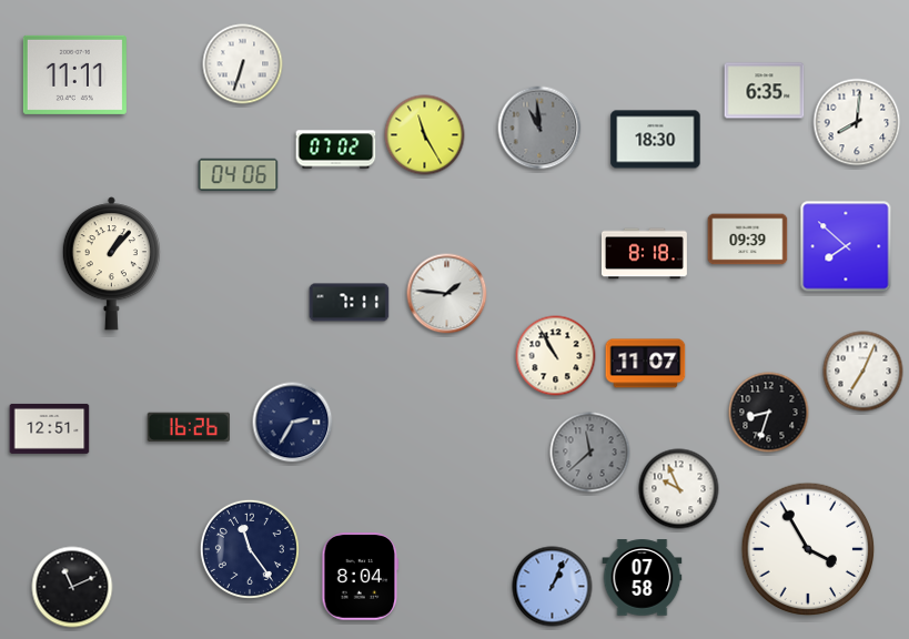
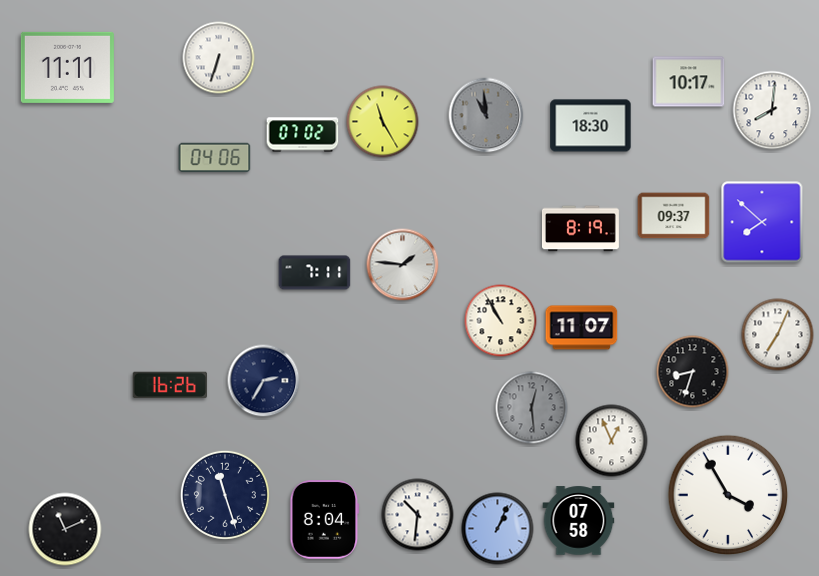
clock at (765, 91): 6:35 -> 10:17
clock at (748, 240): 09:39 -> 09:37
clock at (644, 254): 8:18 -> 8:19
clock at (111, 264): 1:07 -> none
clock at (50, 428): 12:51 -> none
clock at (590, 453): 11:38 -> 12:29
clock at (679, 489): 9:56 -> 12:56
clock at (250, 549): 11:24 -> 11:27
clock at (418, 515): none -> 10:31
